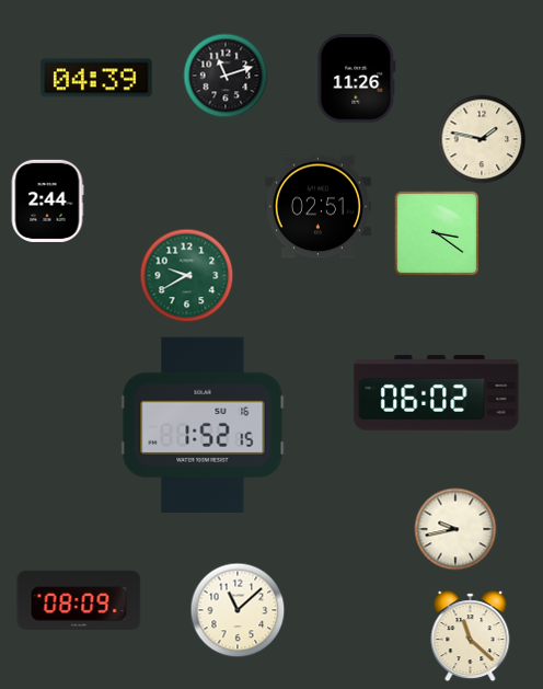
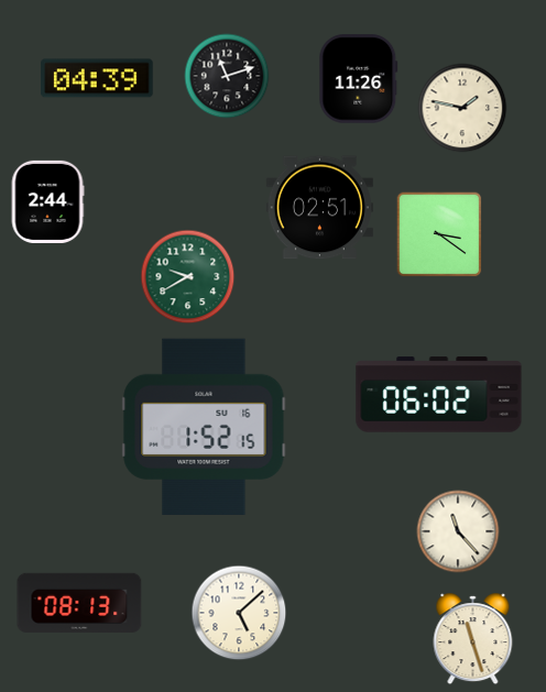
clock at (482, 139) position: (482, 139) -> (462, 108)
clock at (455, 529): 9:43 -> 11:23
clock at (79, 600): 08:09 -> 08:13
clock at (238, 610): 11:08 -> 5:08
clock at (471, 636): 11:22 -> 11:27
